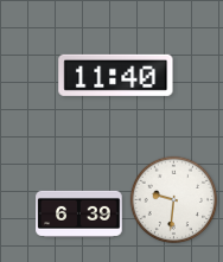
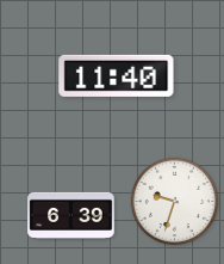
clock at (174, 200): 9:31 -> 9:33
clock at (79, 213) position: (79, 213) -> (71, 215)
